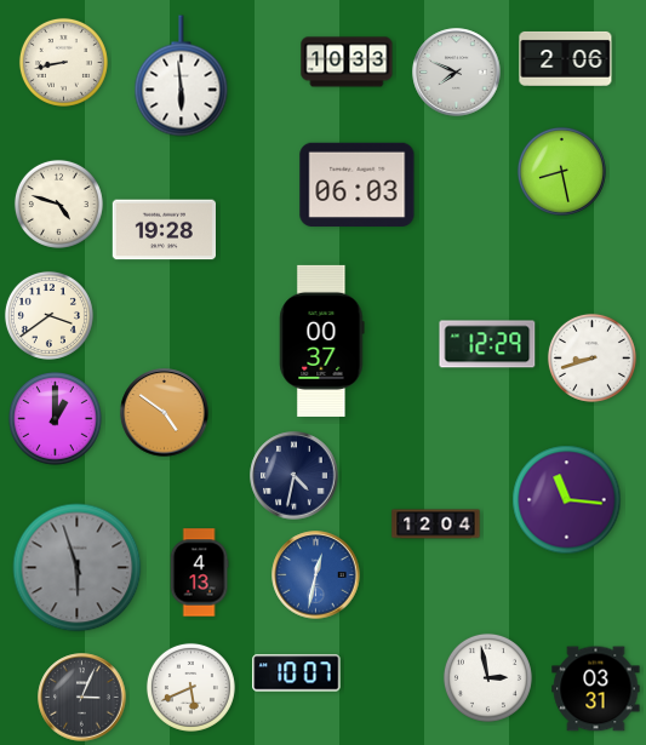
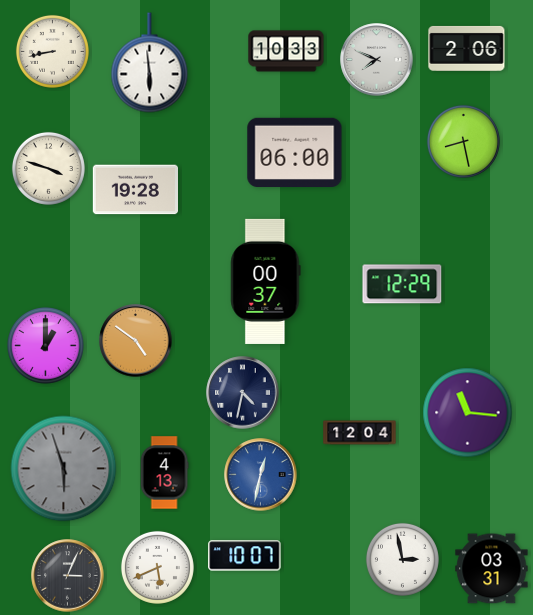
clock at (358, 184): 06:03 -> 06:00
clock at (58, 204): 4:48 -> 3:48
clock at (48, 315): 3:39 -> none
clock at (591, 357): 8:42 -> none
